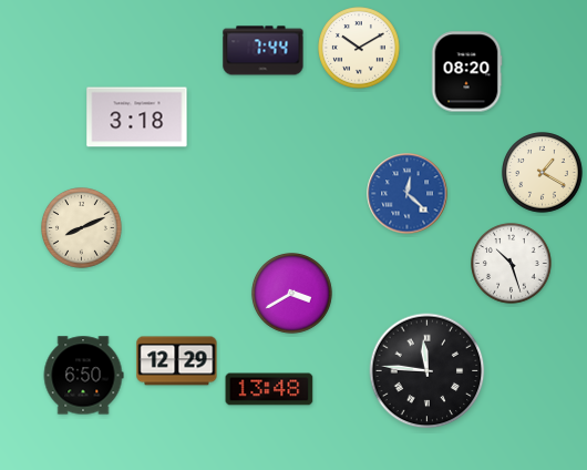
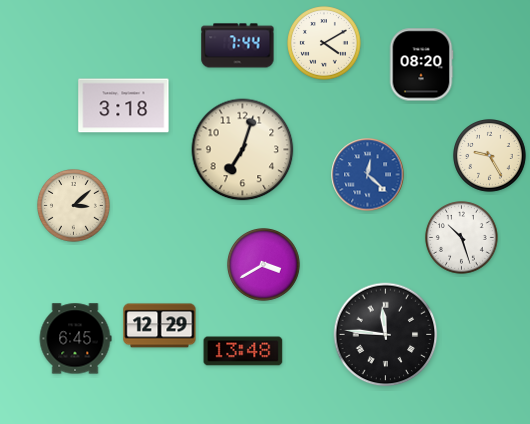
clock at (359, 48): 10:10 -> 4:10
clock at (243, 150): none -> 7:03
clock at (543, 173): 1:20 -> 9:25
clock at (82, 228): 8:11 -> 3:08
clock at (83, 376): 6:50 -> 6:45
